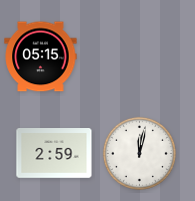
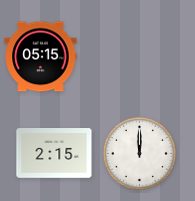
clock at (139, 153): 12:02 -> 12:00
clock at (54, 154): 2:59 -> 2:15
